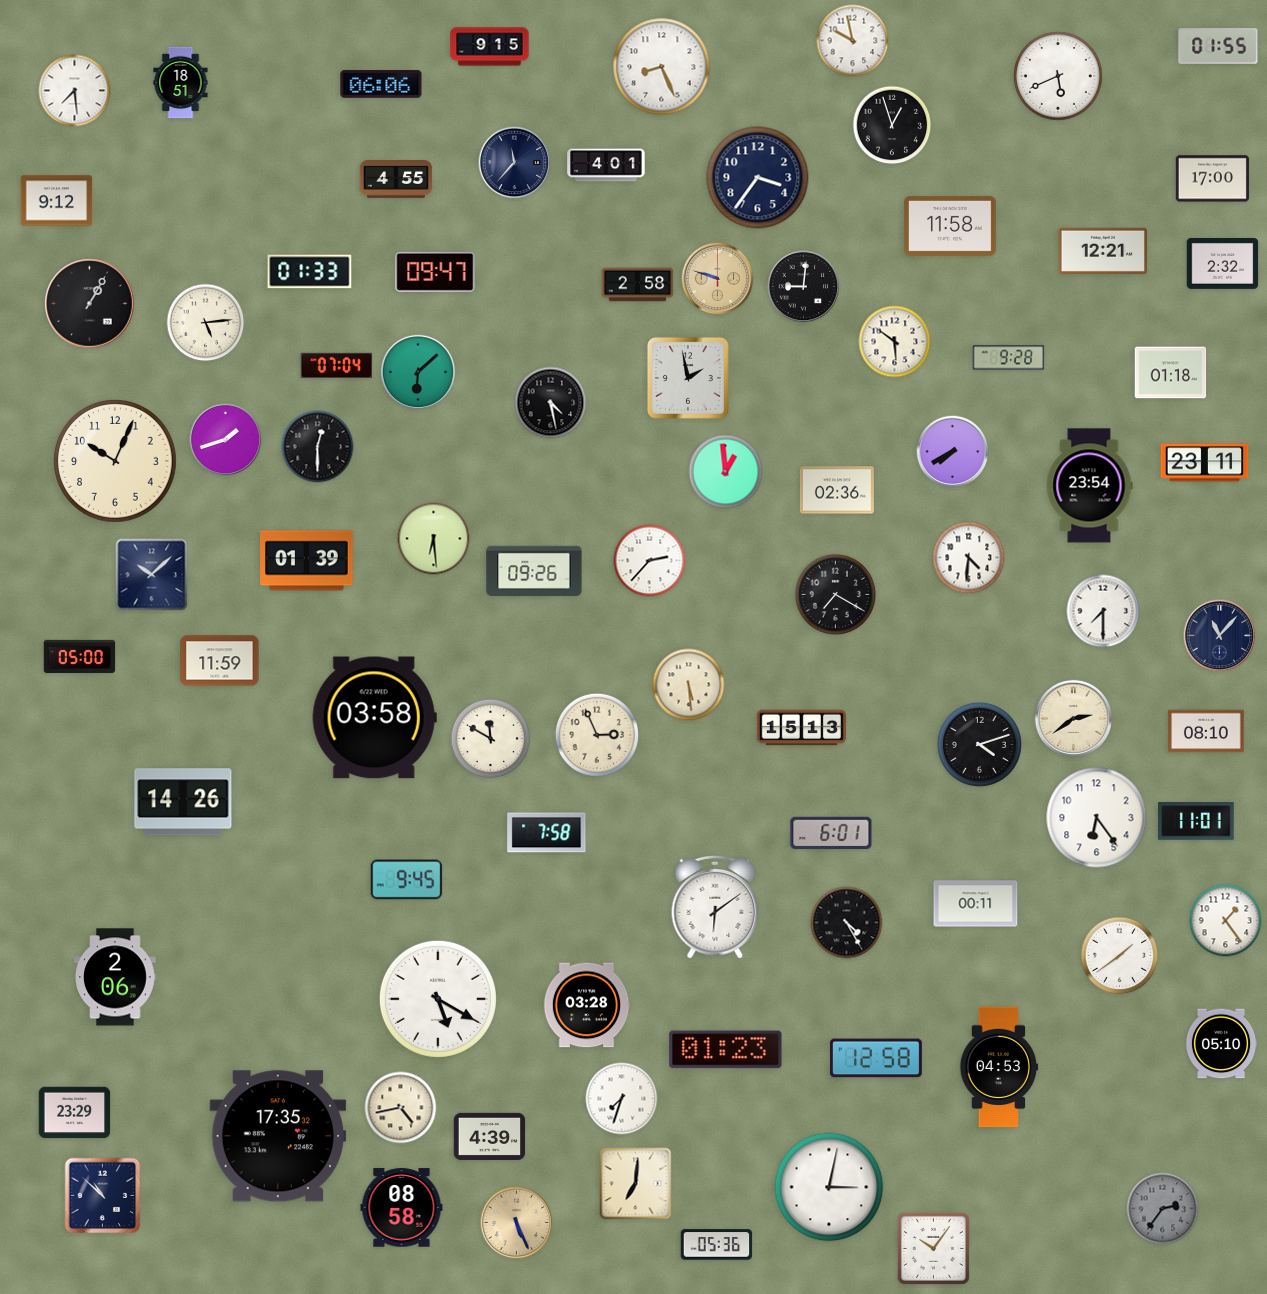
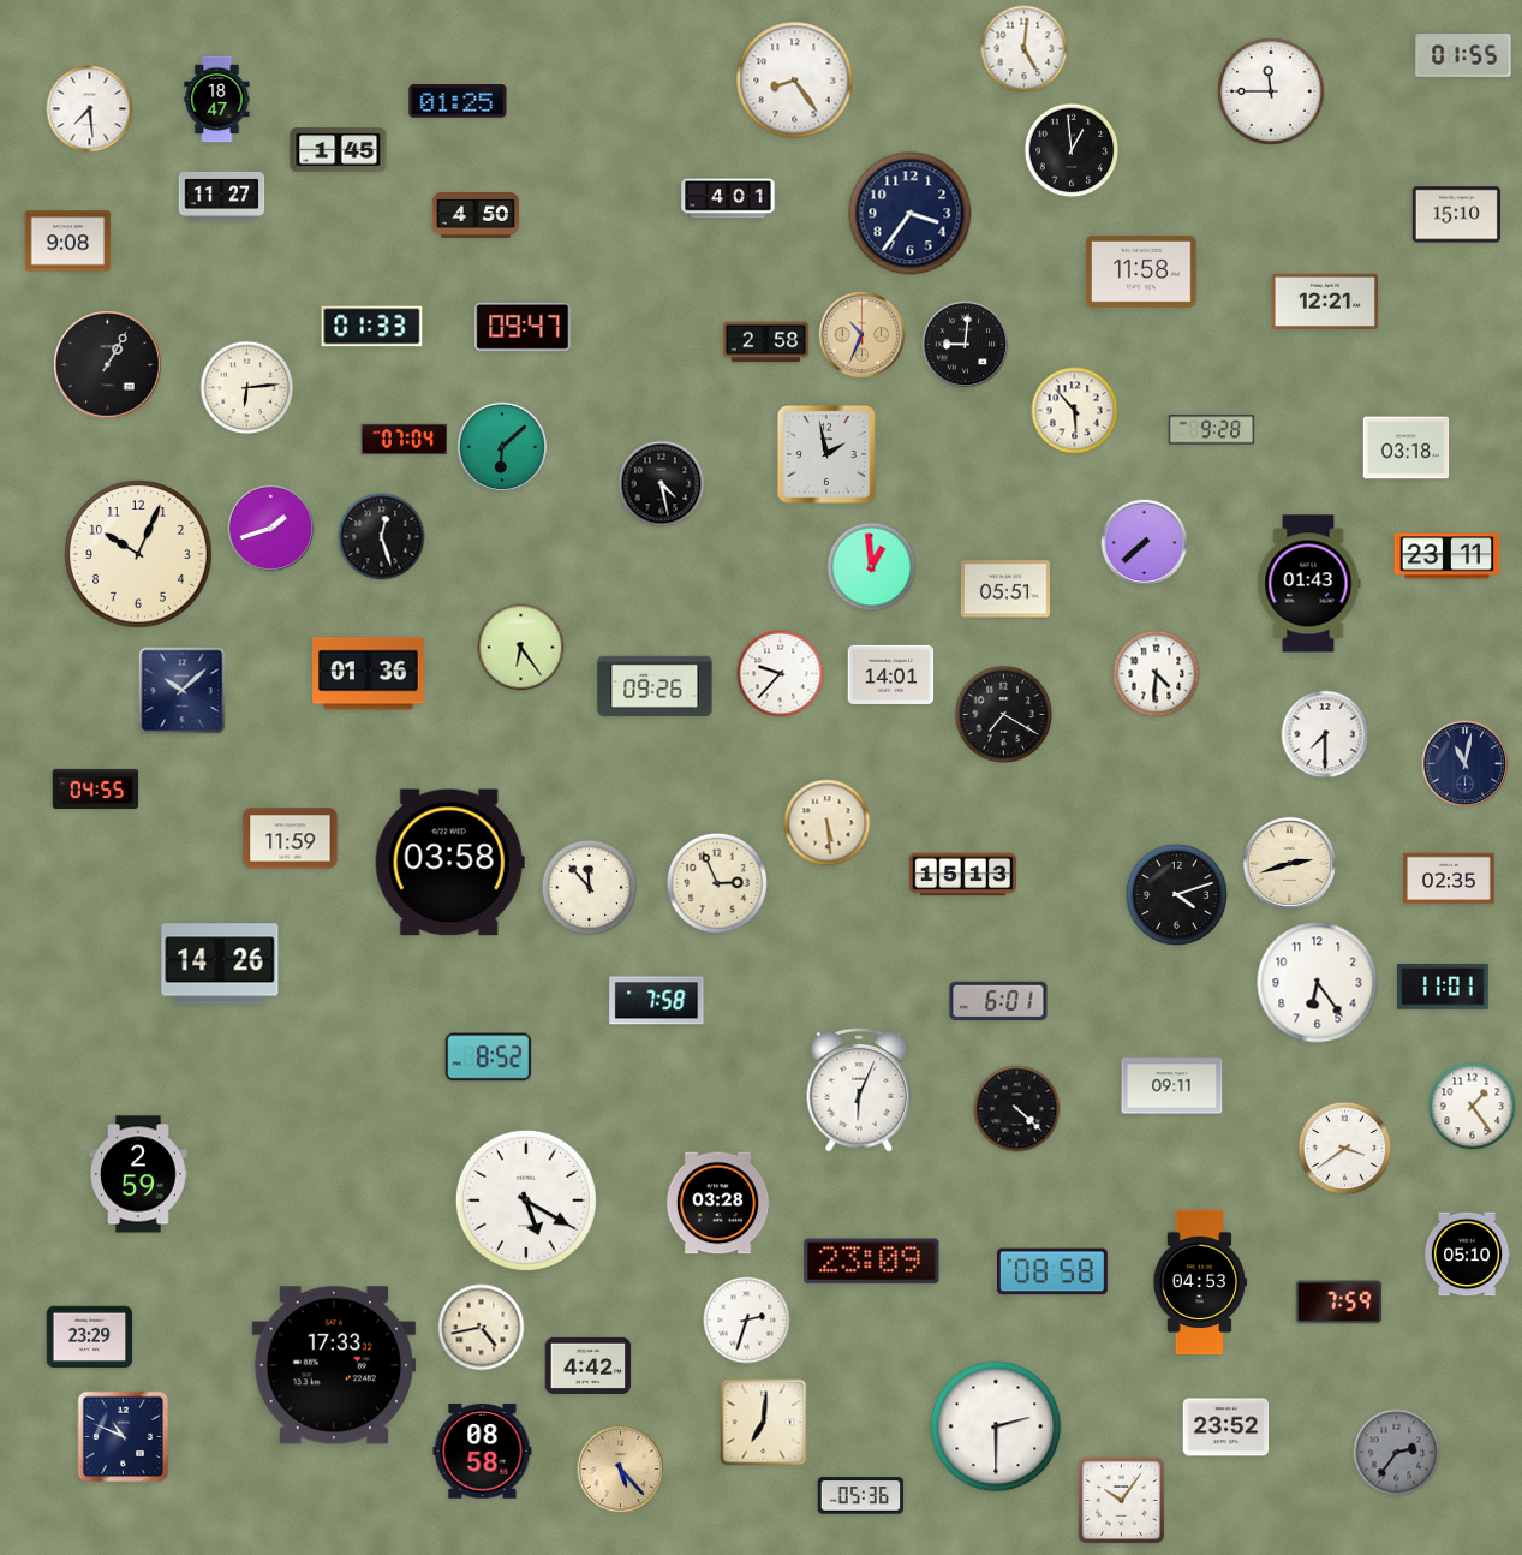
clock at (853, 41): 9:58 -> 5:01
clock at (490, 47): 9:15 -> none
clock at (662, 67): 8:26 -> 8:24
clock at (1058, 76): 5:41 -> 11:45
clock at (181, 83): 18:51 -> 18:47
clock at (381, 84): 06:06 -> 01:25
clock at (339, 150): none -> 1:45
clock at (892, 125): 12:57 -> 12:59
clock at (222, 196): none -> 11:27
clock at (515, 163): 11:37 -> none
clock at (396, 179): 4:55 -> 4:50
clock at (1212, 179): 17:00 -> 15:10
clock at (57, 201): 9:12 -> 9:08
clock at (1223, 264): 2:32 -> none
clock at (718, 279): 9:48 -> 10:34
clock at (206, 323): 5:14 -> 6:14
clock at (895, 342): 5:51 -> 5:53
clock at (1171, 373): 01:18 -> 03:18
clock at (318, 447): 12:30 -> 12:27
clock at (953, 452): 7:40 -> 7:38
clock at (1089, 486): 23:54 -> 01:43
clock at (837, 490): 02:36 -> 05:51
clock at (434, 539): 6:29 -> 6:24
clock at (969, 558) position: (969, 558) -> (1157, 674)
clock at (307, 561): 01:39 -> 01:36
clock at (650, 561): 2:37 -> 9:37
clock at (891, 674): none -> 14:01
clock at (534, 571) position: (534, 571) -> (655, 686)
clock at (1220, 636): 11:07 -> 11:02
clock at (80, 656): 05:00 -> 04:55
clock at (220, 661) position: (220, 661) -> (291, 839)
clock at (1073, 718): 2:39 -> 2:42
clock at (1206, 731): 08:10 -> 02:35
clock at (491, 739): 11:50 -> 11:53
clock at (1197, 822) position: (1197, 822) -> (1444, 988)
clock at (407, 880): 9:45 -> 8:52
clock at (976, 904): 00:11 -> 09:11
clock at (715, 908): 6:09 -> 6:04
clock at (847, 923): 4:25 -> 4:22
clock at (1120, 956): 1:39 -> 3:39
clock at (115, 977): 2:06 -> 2:59
clock at (587, 1005) position: (587, 1005) -> (718, 1203)
clock at (726, 1050): 01:23 -> 23:09
clock at (877, 1058): 12:58 -> 08:58
clock at (1339, 1303): none -> 7:59
clock at (622, 1099): 7:33 -> 2:33
clock at (401, 1108) position: (401, 1108) -> (482, 1328)
clock at (278, 1136): 17:35 -> 17:33
clock at (490, 1136): 4:39 -> 4:42
clock at (829, 1187): 3:02 -> 2:30
clock at (1226, 1428): none -> 23:52
clock at (103, 1196): 10:52 -> 10:49
clock at (517, 1223): 5:26 -> 5:23
